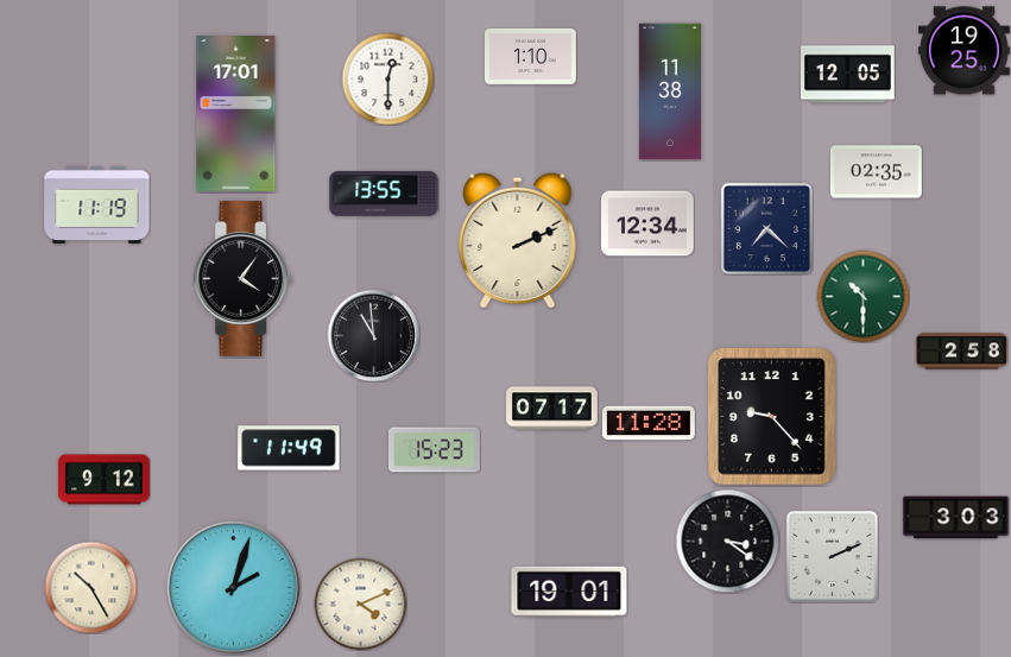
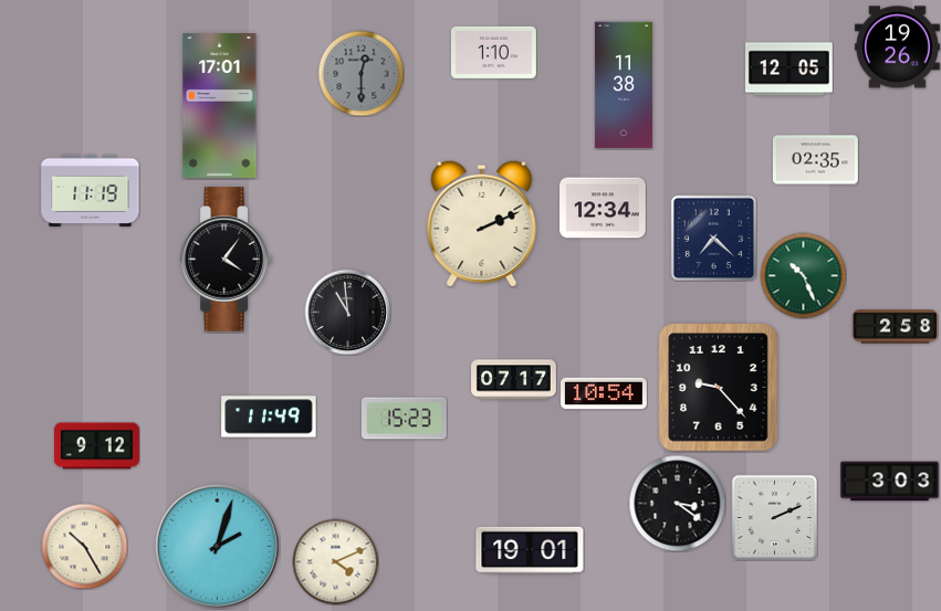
clock at (963, 51): 19:25 -> 19:26
clock at (387, 78) dial: white -> grey
clock at (384, 194): 13:55 -> none
clock at (766, 228) position: (766, 228) -> (713, 238)
clock at (862, 296): 10:30 -> 10:26
clock at (650, 423): 11:28 -> 10:54
